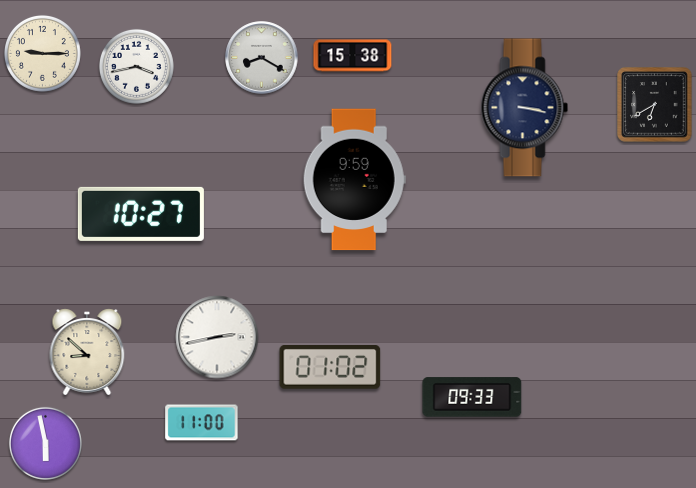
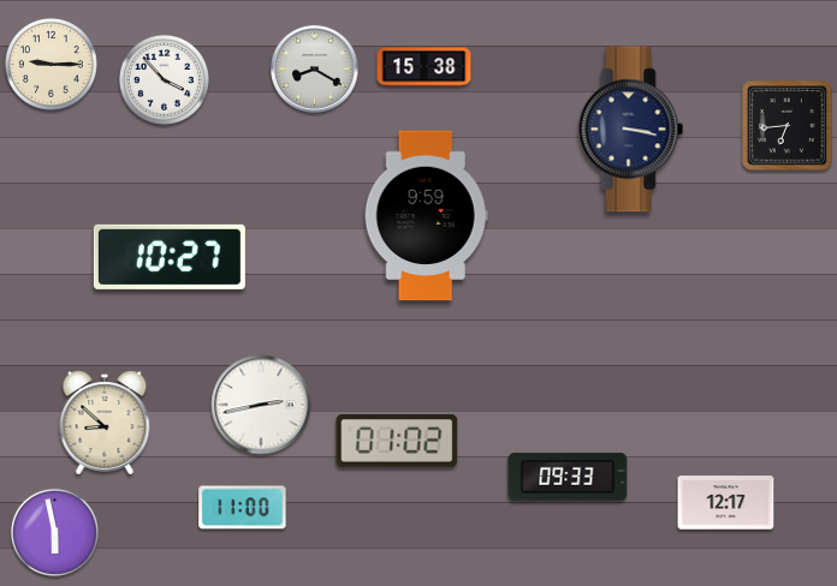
clock at (136, 66): 3:43 -> 3:53
clock at (655, 105): 6:40 -> 6:44
clock at (726, 503): none -> 12:17
